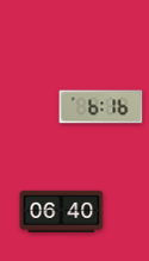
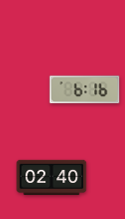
clock at (62, 211): 06:40 -> 02:40
